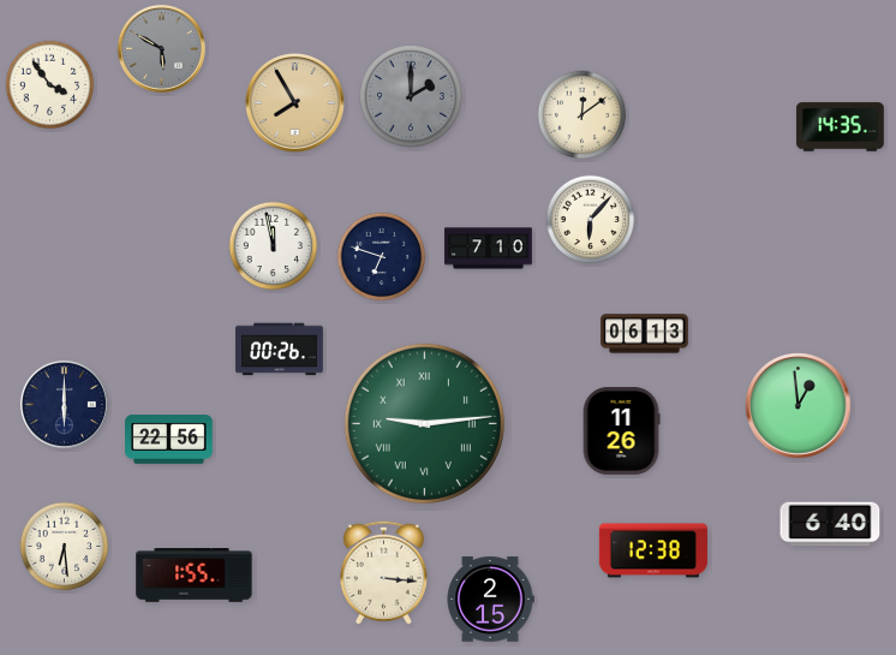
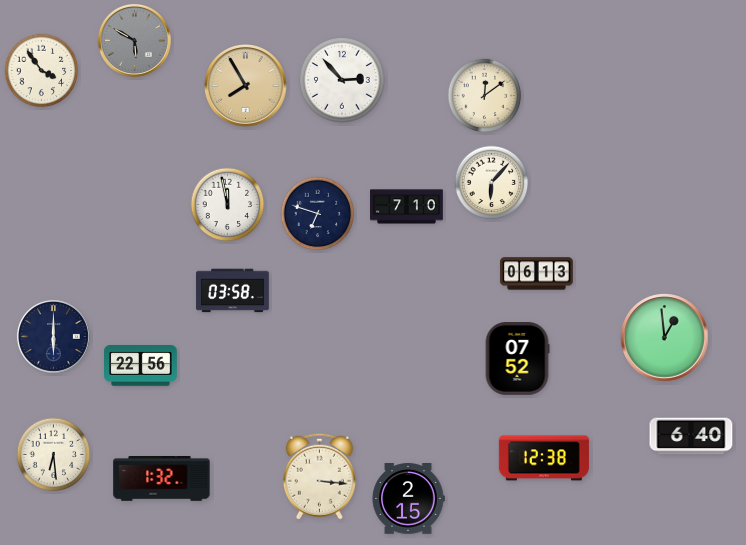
clock at (411, 96): 2:00 -> 2:53
clock at (411, 96) dial: grey -> white
clock at (841, 127): 14:35 -> none
clock at (645, 334) position: (645, 334) -> (537, 274)
clock at (280, 350): 00:26 -> 03:58
clock at (424, 423): 9:14 -> none
clock at (621, 431): 11:26 -> 07:52
clock at (195, 576): 1:55 -> 1:32
